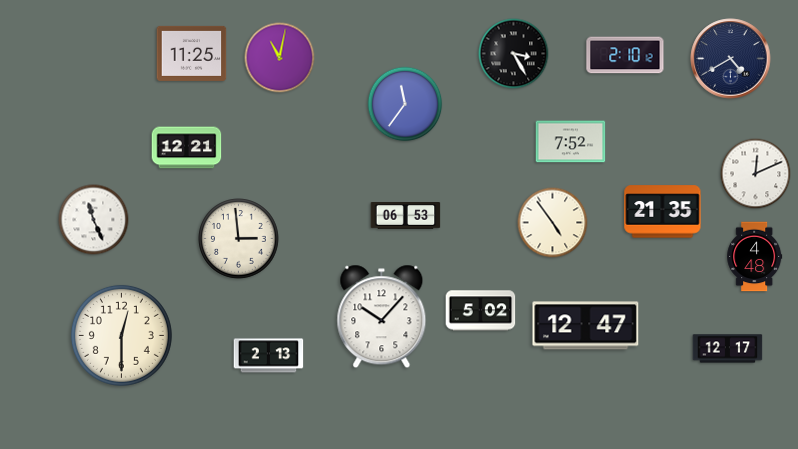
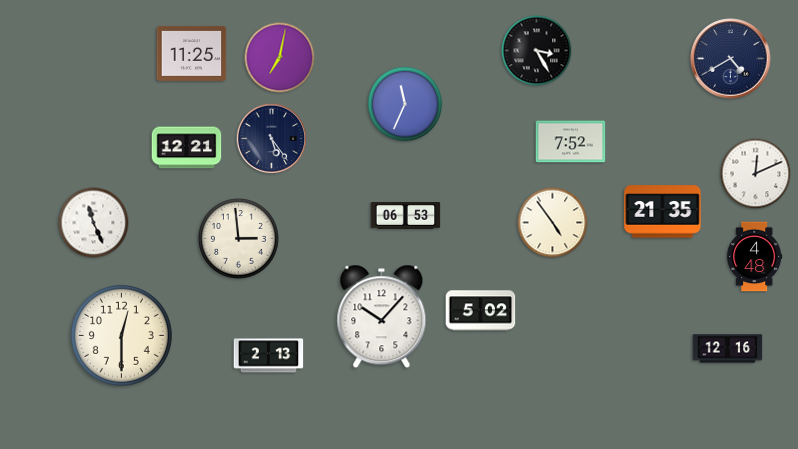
clock at (514, 54) position: (514, 54) -> (537, 51)
clock at (625, 55): 2:10 -> none
clock at (280, 58): 11:02 -> 7:02
clock at (405, 104): 11:36 -> 11:34
clock at (272, 139): none -> 5:24
clock at (94, 220) position: (94, 220) -> (94, 223)
clock at (586, 326): 12:47 -> none
clock at (728, 349): 12:17 -> 12:16
